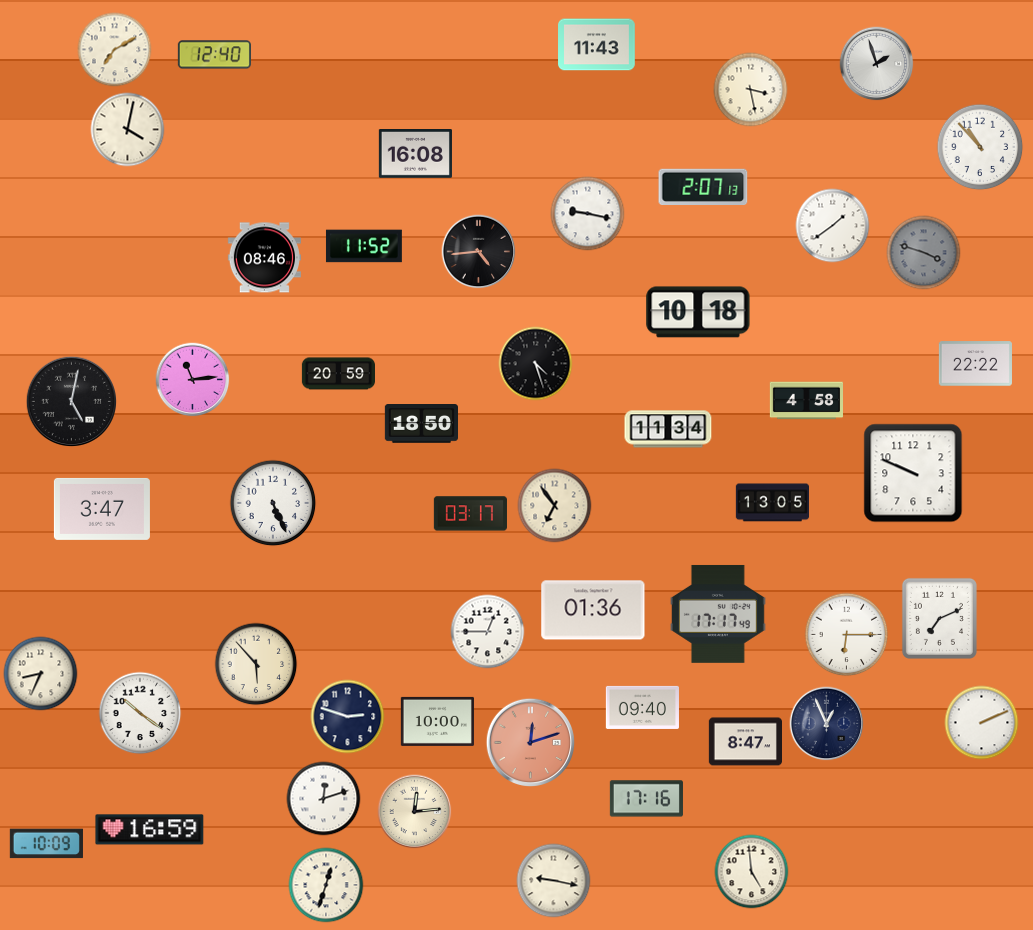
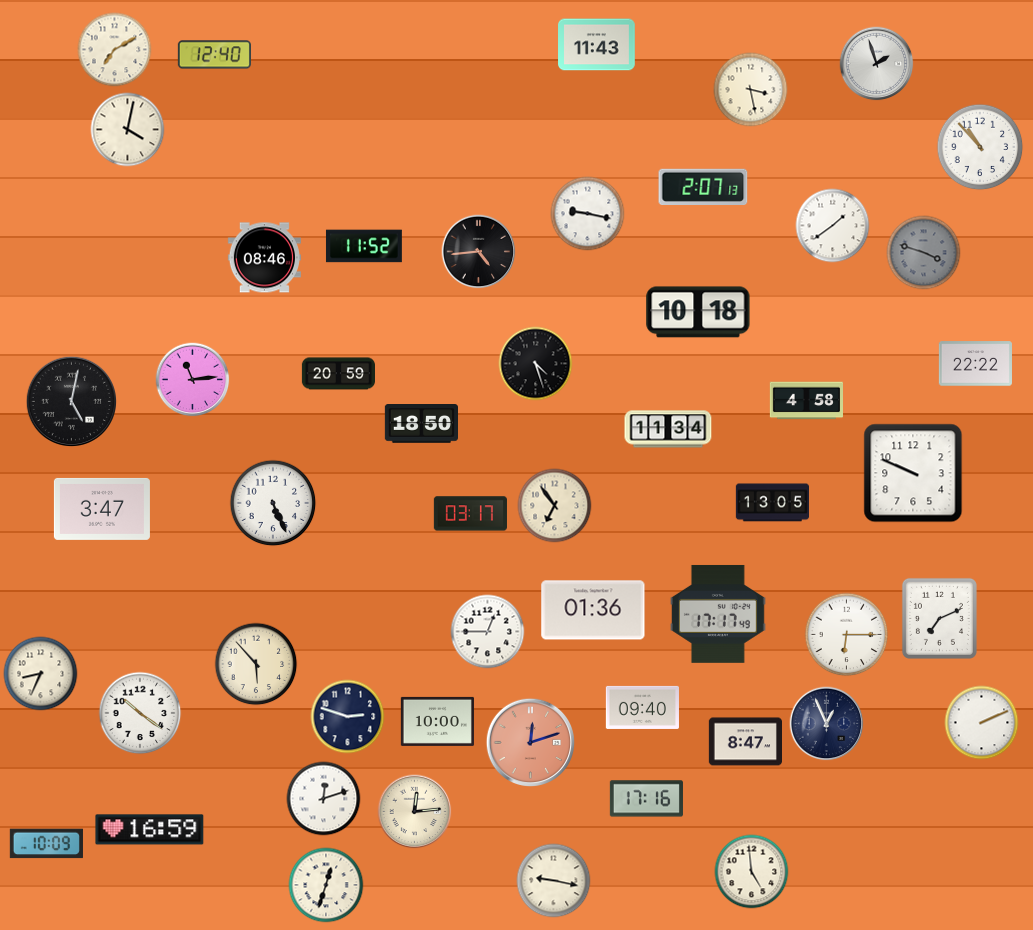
clock at (415, 154): 16:08 -> none
